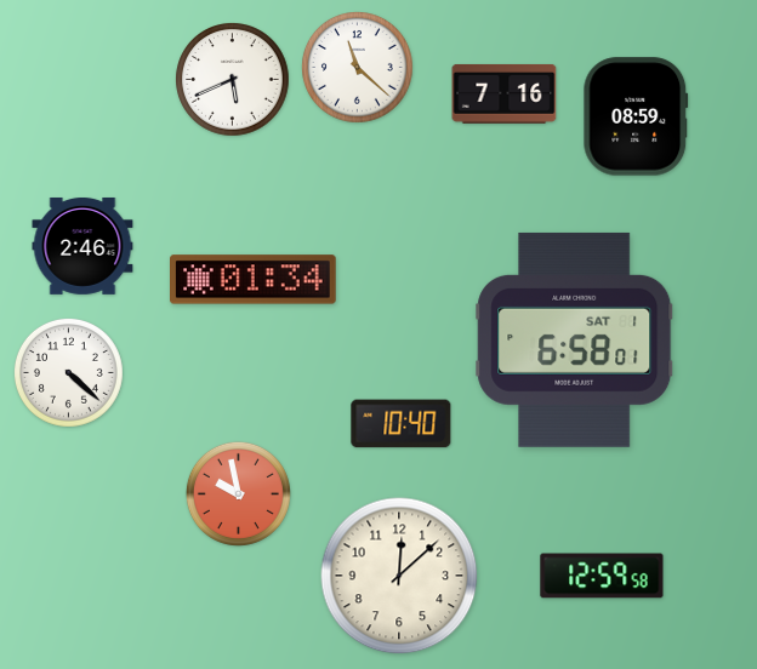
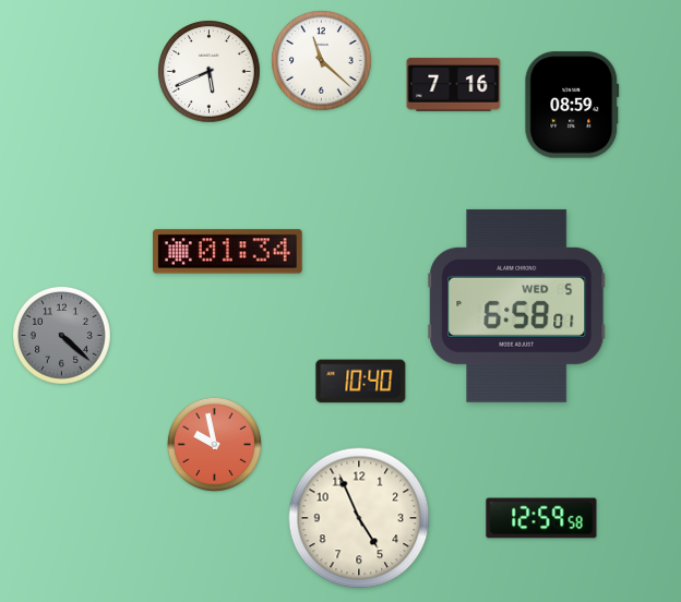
clock at (82, 246): 2:46 -> none
clock at (575, 339) date: SAT 1 -> WED 5
clock at (68, 372) dial: white -> grey
clock at (399, 576): 12:08 -> 4:56
